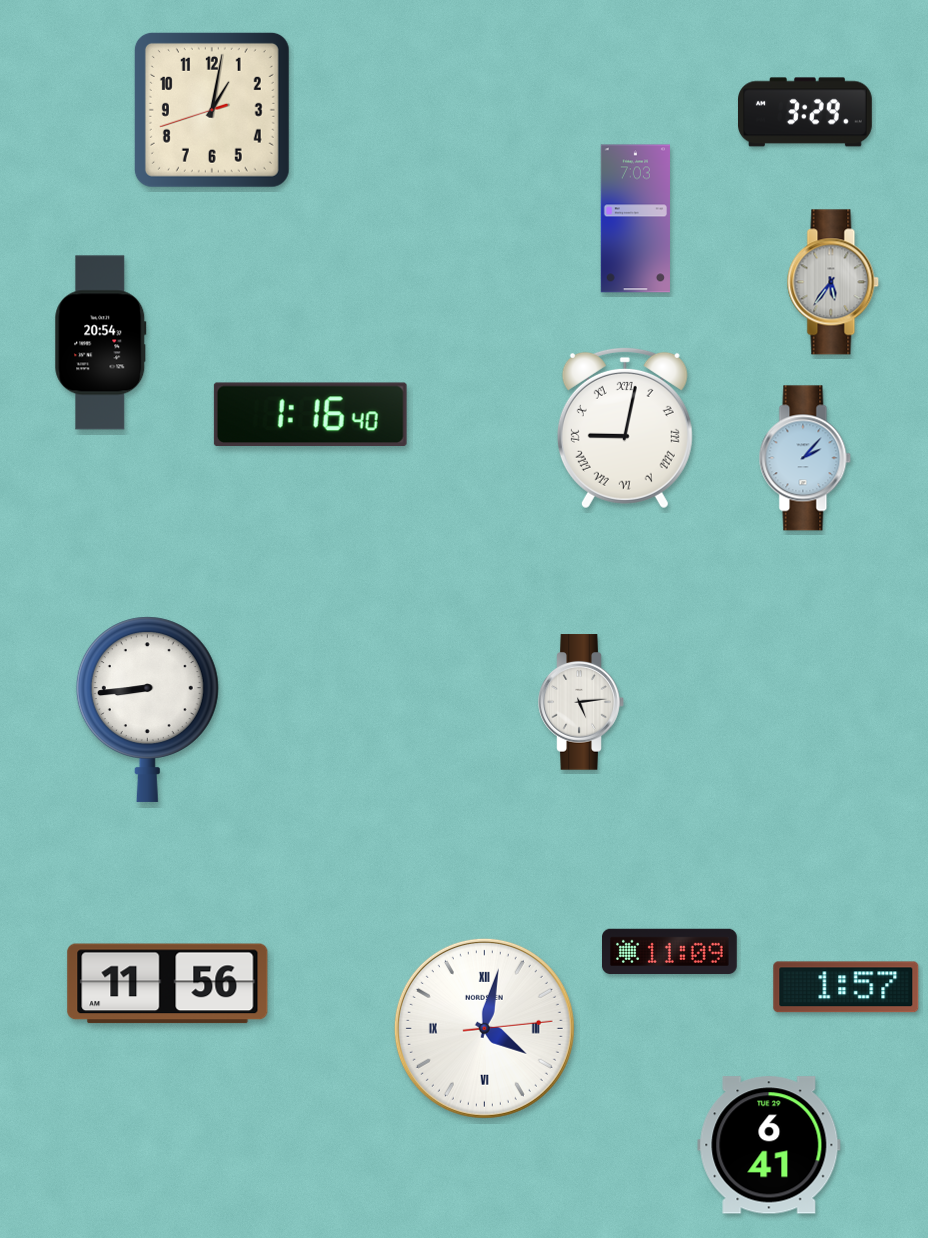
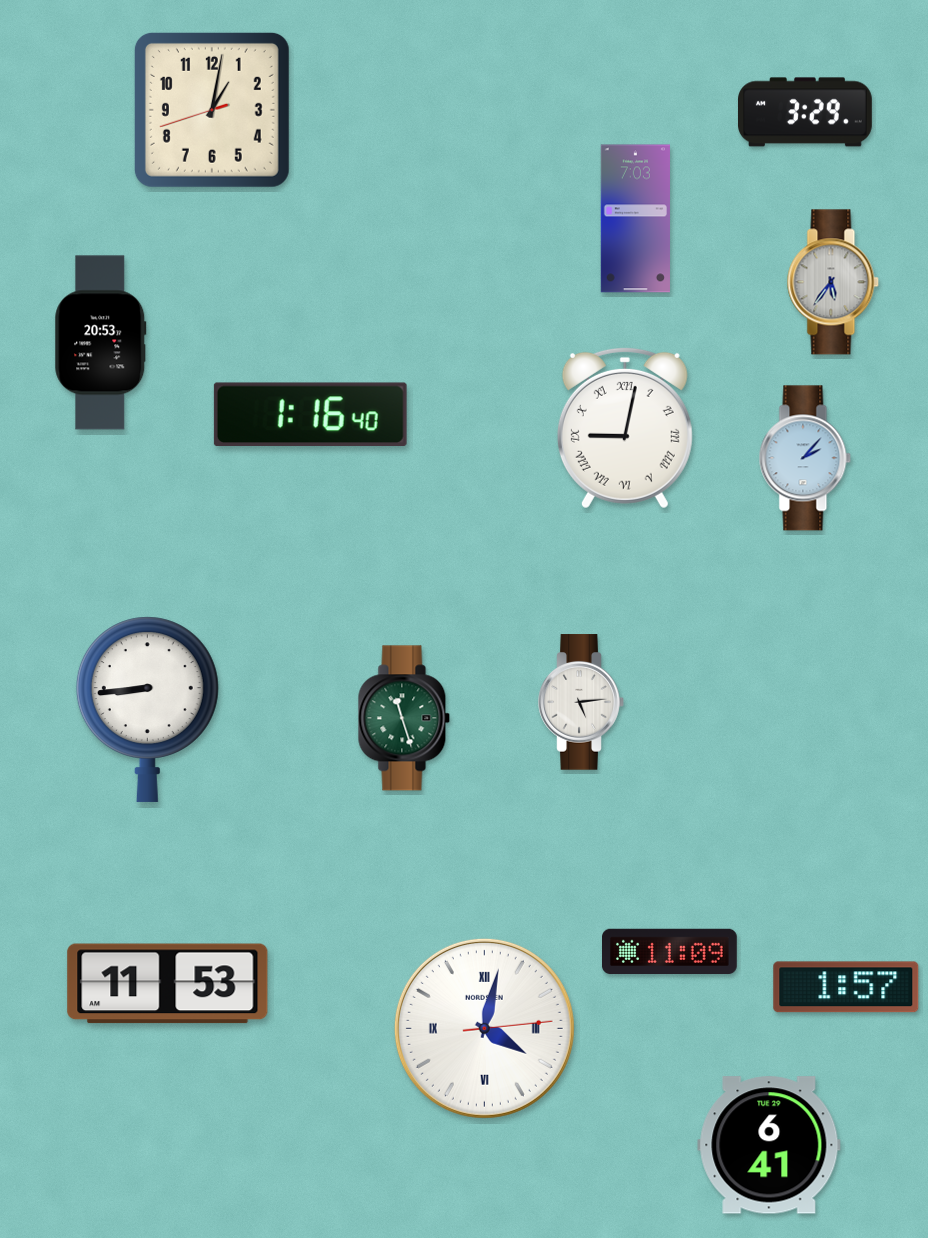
clock at (101, 343): 20:54 -> 20:53
clock at (404, 718): none -> 11:27
clock at (168, 984): 11:56 -> 11:53
